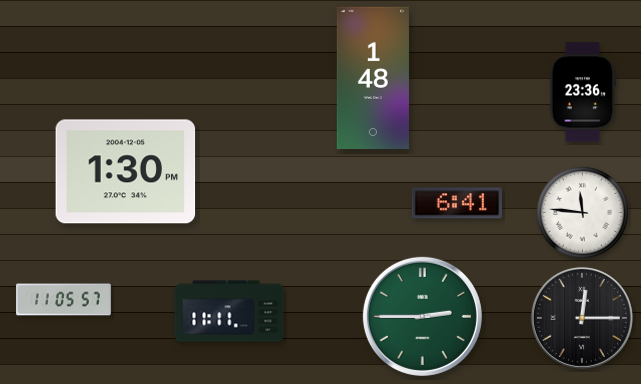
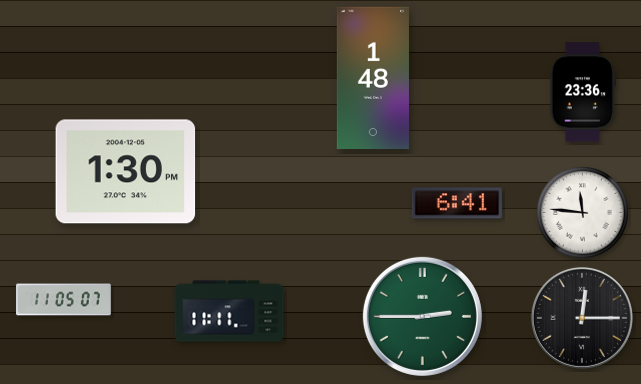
clock at (64, 300): 11:05:57 -> 11:05:07
